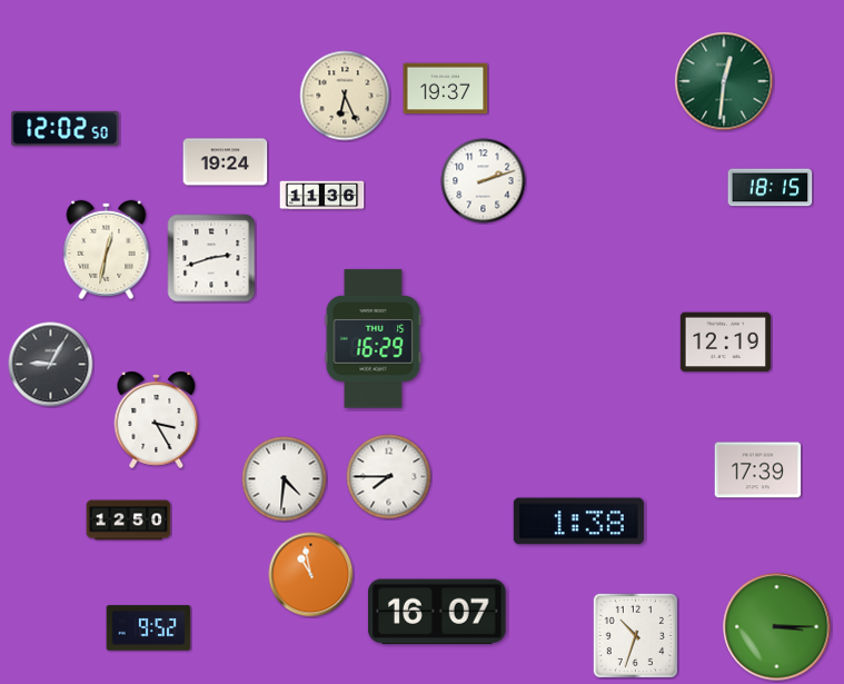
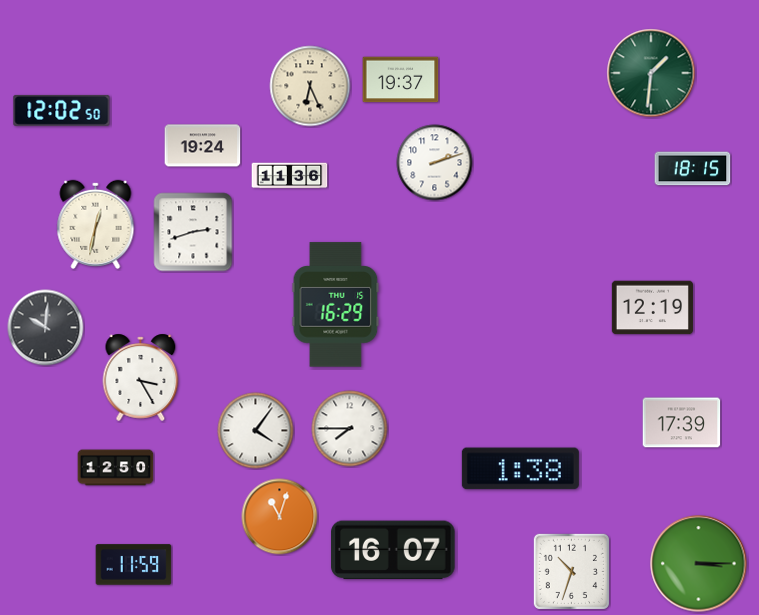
clock at (724, 81): 12:31 -> 1:31
clock at (66, 128) position: (66, 128) -> (62, 110)
clock at (211, 258) position: (211, 258) -> (193, 232)
clock at (51, 365): 9:05 -> 10:01
clock at (285, 479): 4:31 -> 4:06
clock at (311, 575): 10:58 -> 11:03
clock at (149, 628): 9:52 -> 11:59
